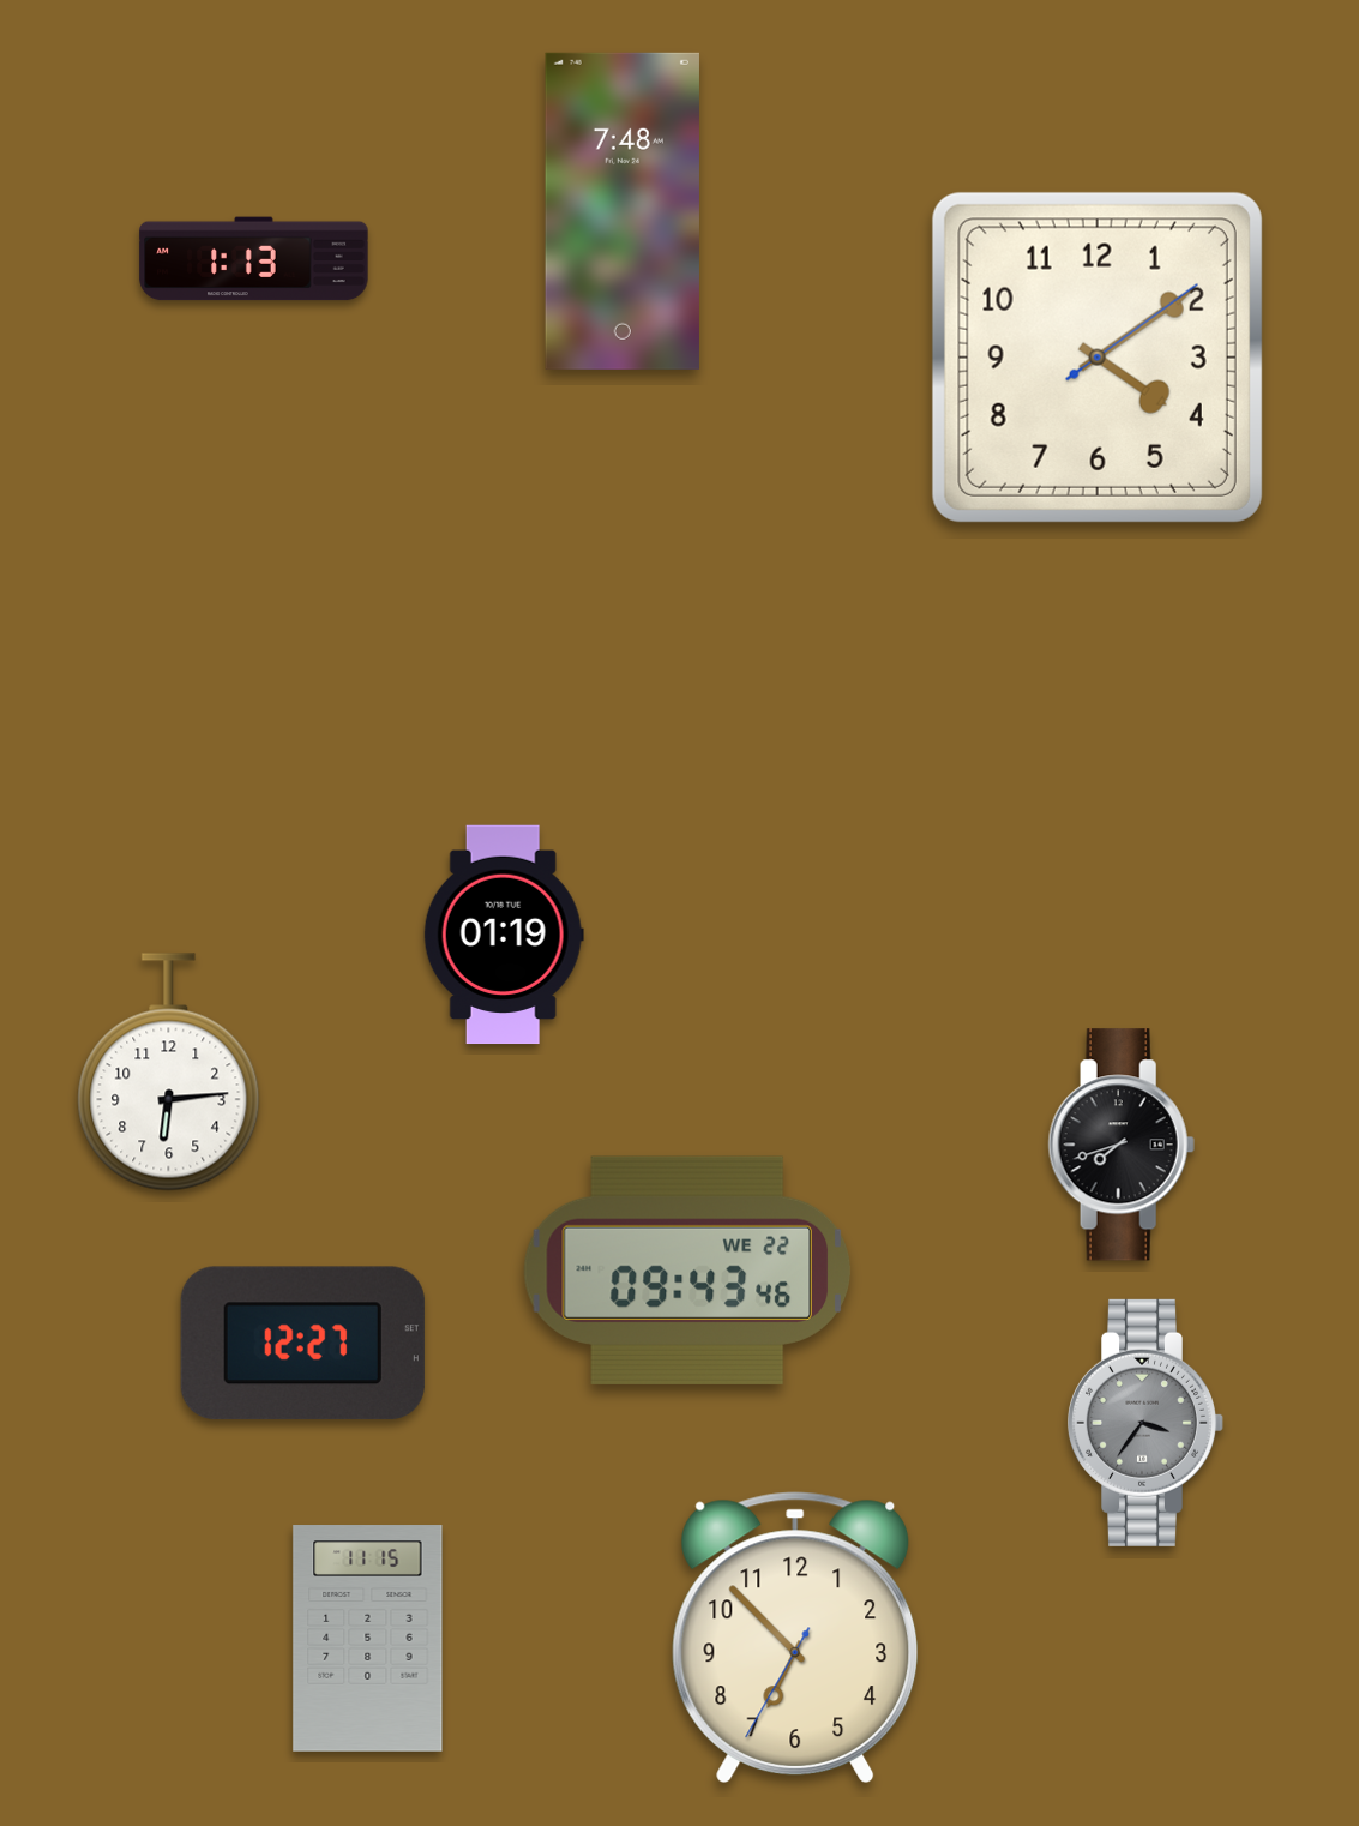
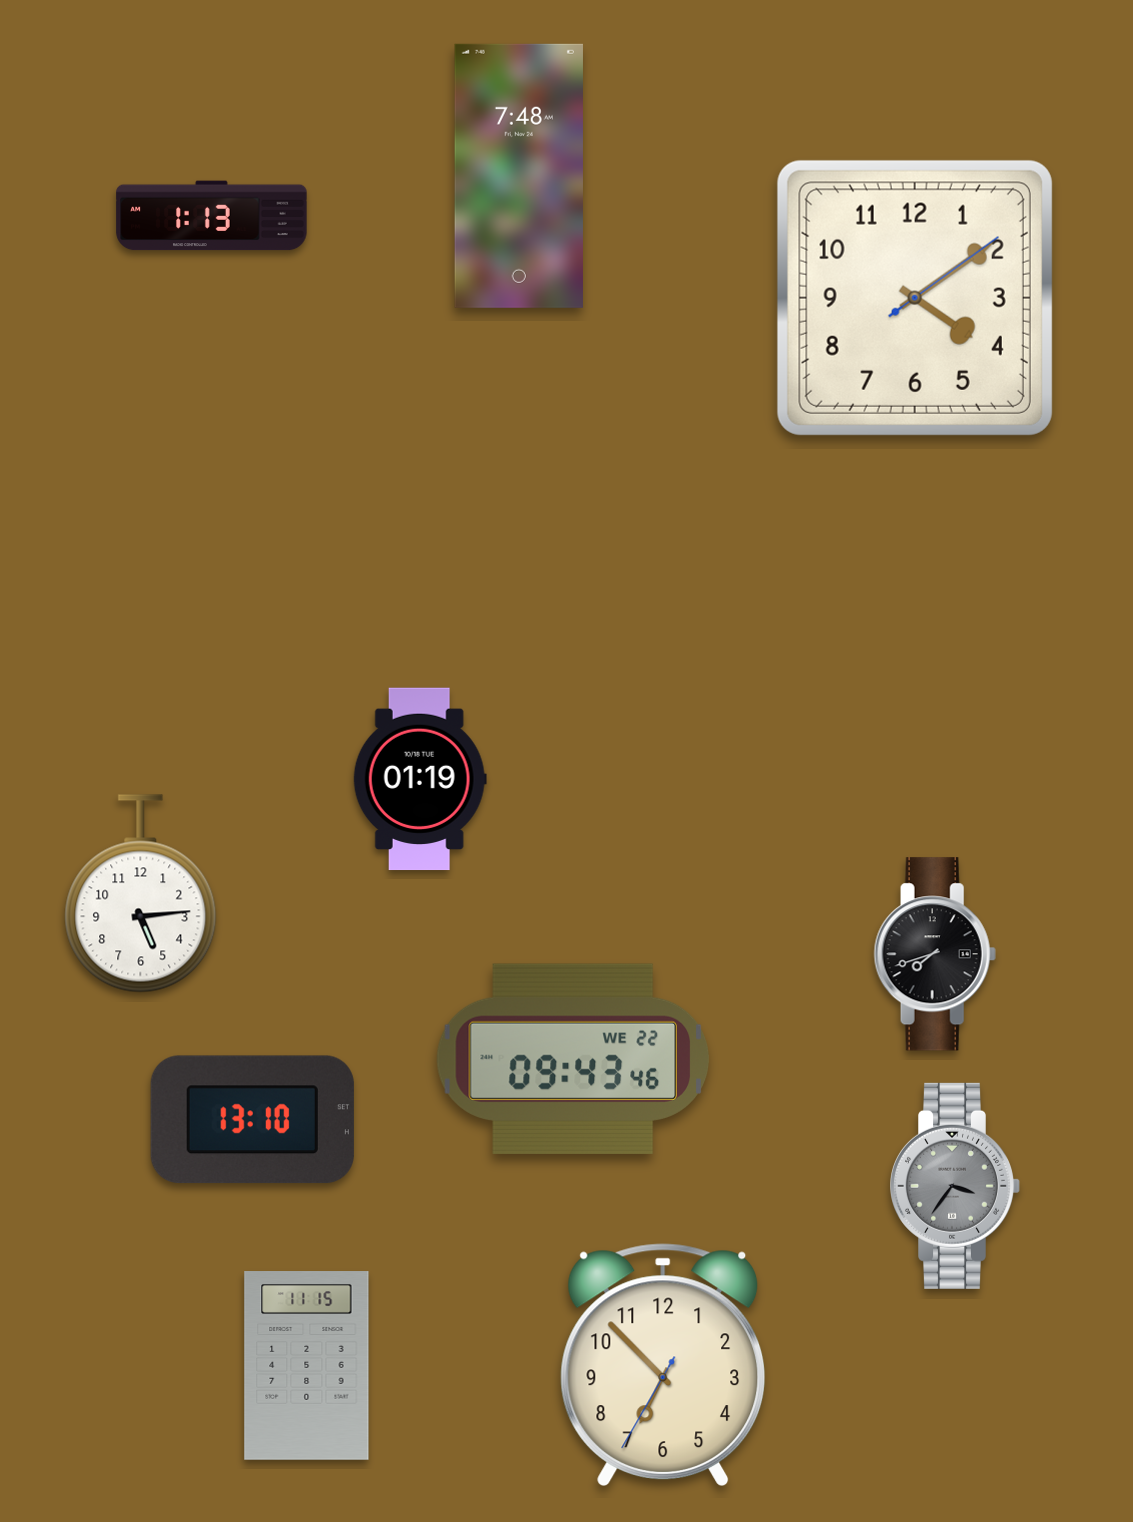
clock at (169, 1073): 6:14 -> 5:14
clock at (302, 1344): 12:27 -> 13:10
